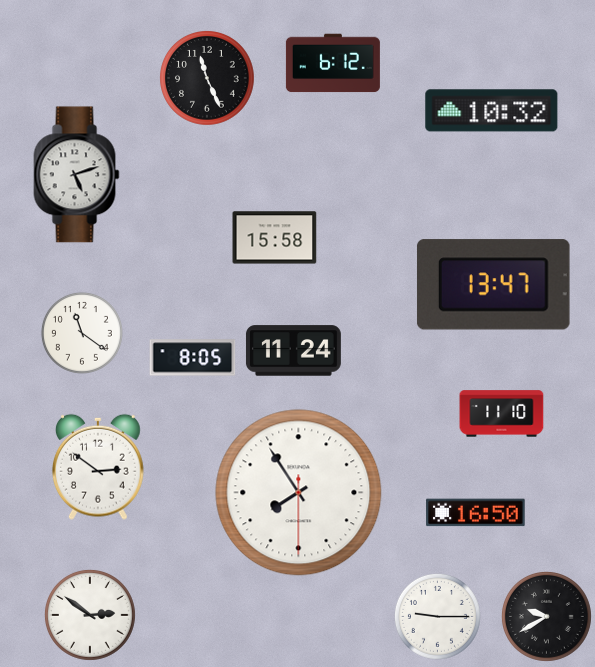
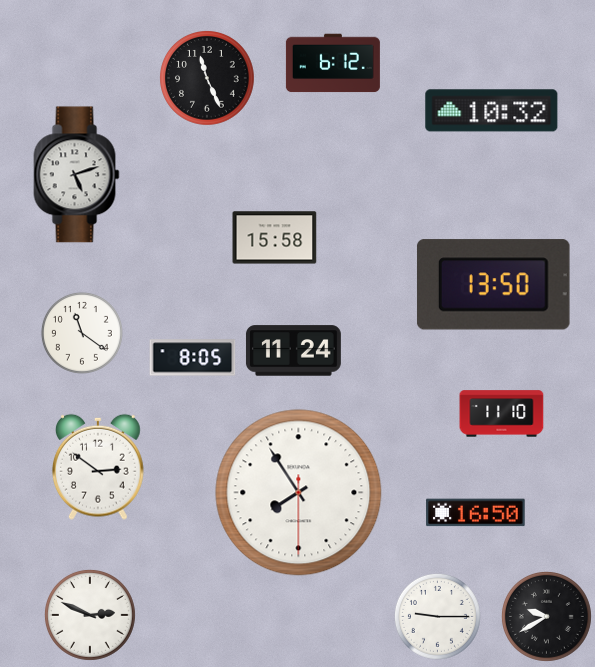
clock at (493, 285): 13:47 -> 13:50
clock at (90, 615): 2:51 -> 2:49
